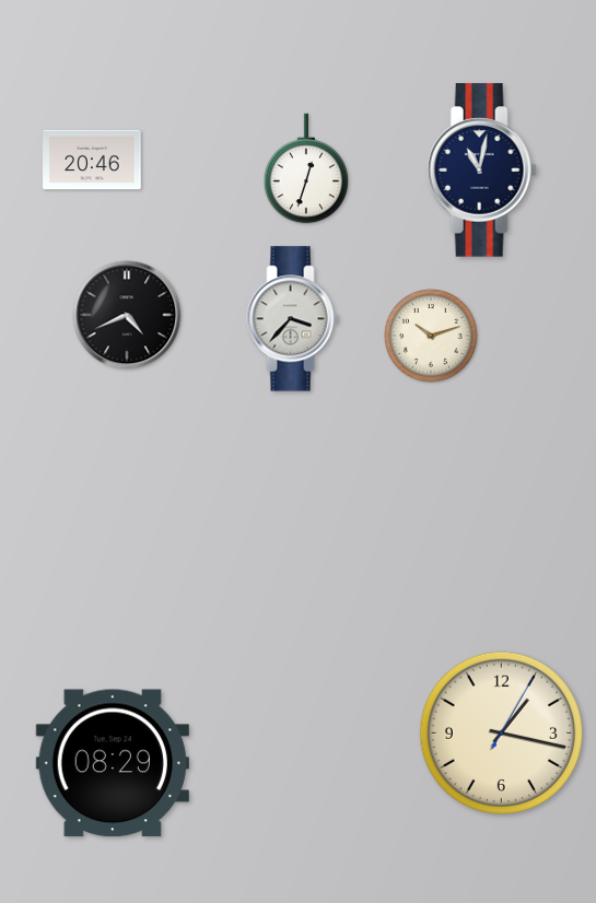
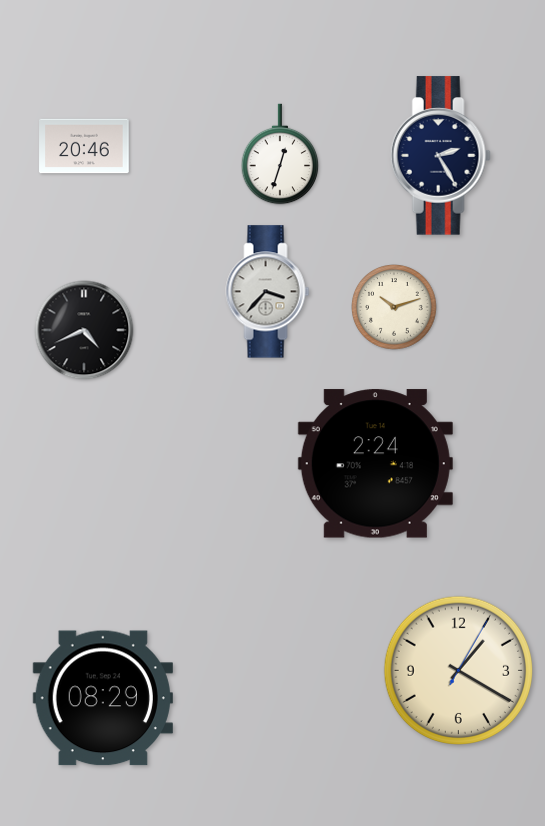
clock at (481, 171): 11:02 -> 2:25
clock at (127, 315) position: (127, 315) -> (84, 330)
clock at (375, 464): none -> 2:24
clock at (501, 732): 1:17 -> 1:20
